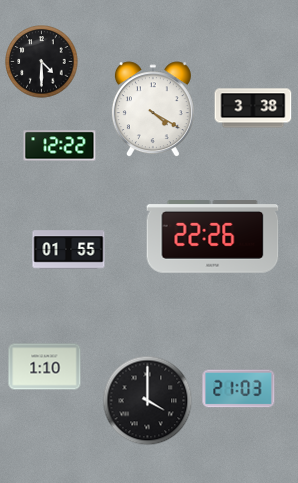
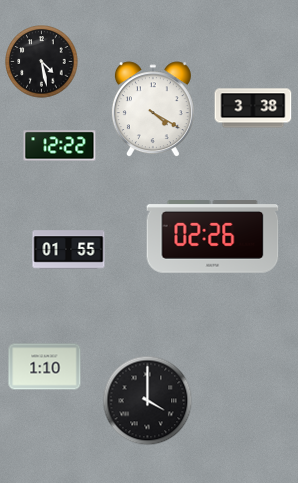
clock at (42, 62): 4:30 -> 4:28
clock at (213, 237): 22:26 -> 02:26
clock at (239, 389): 21:03 -> none
